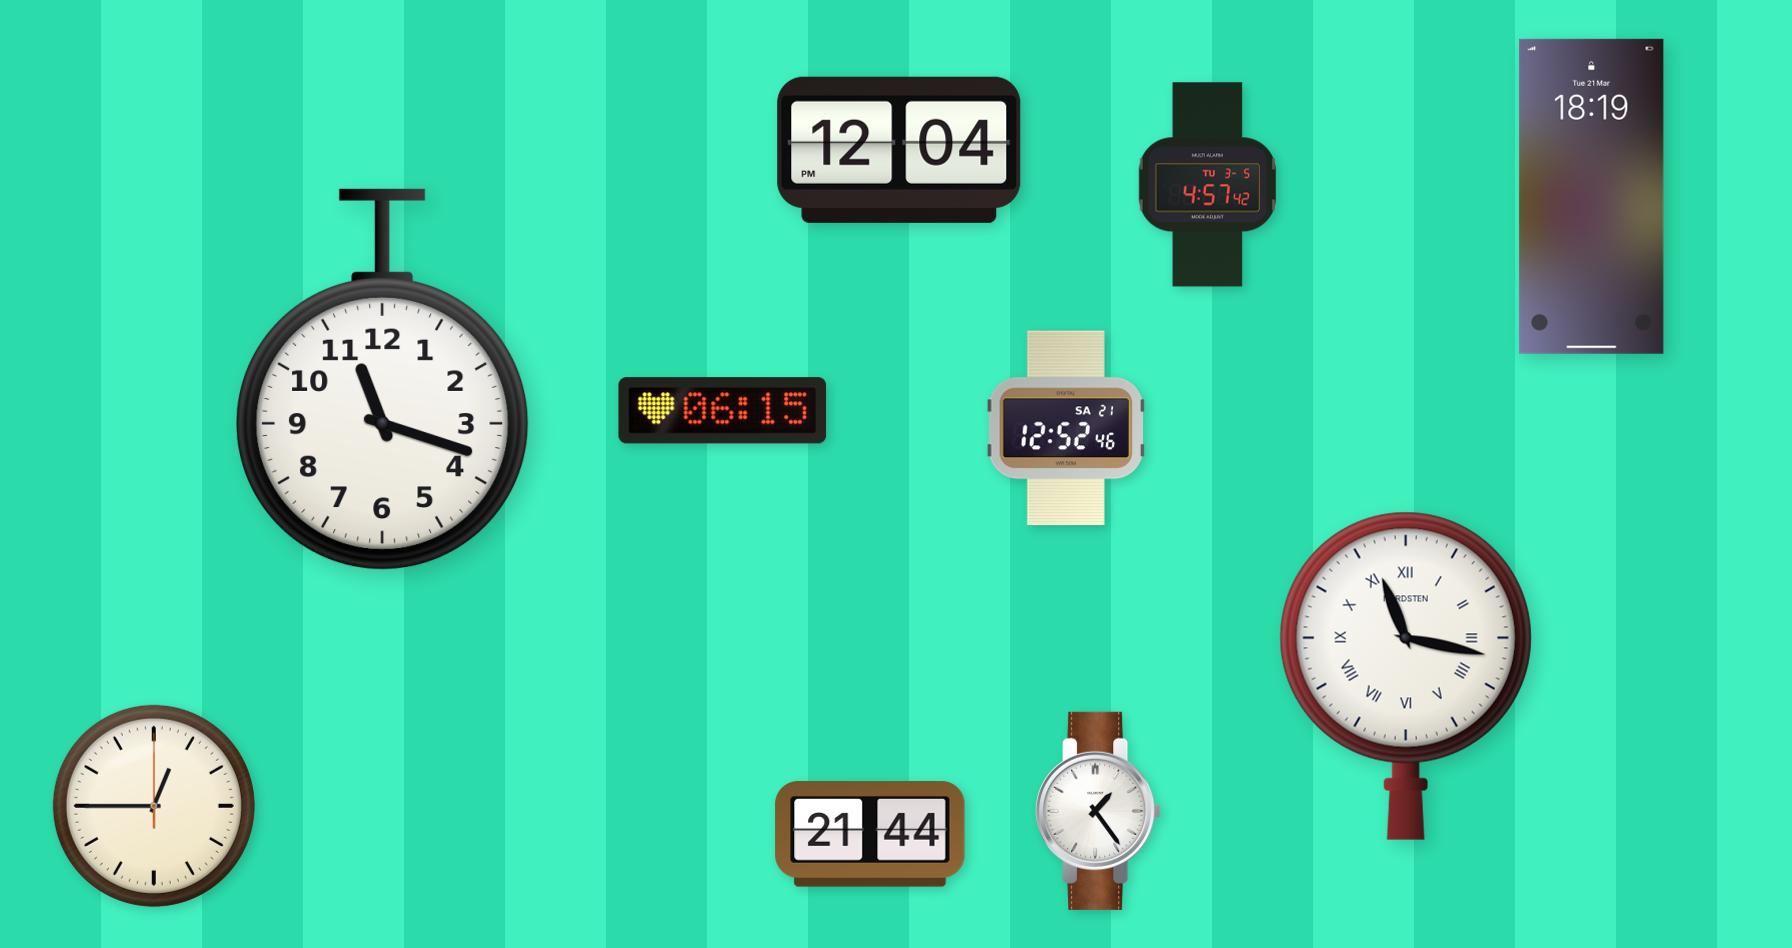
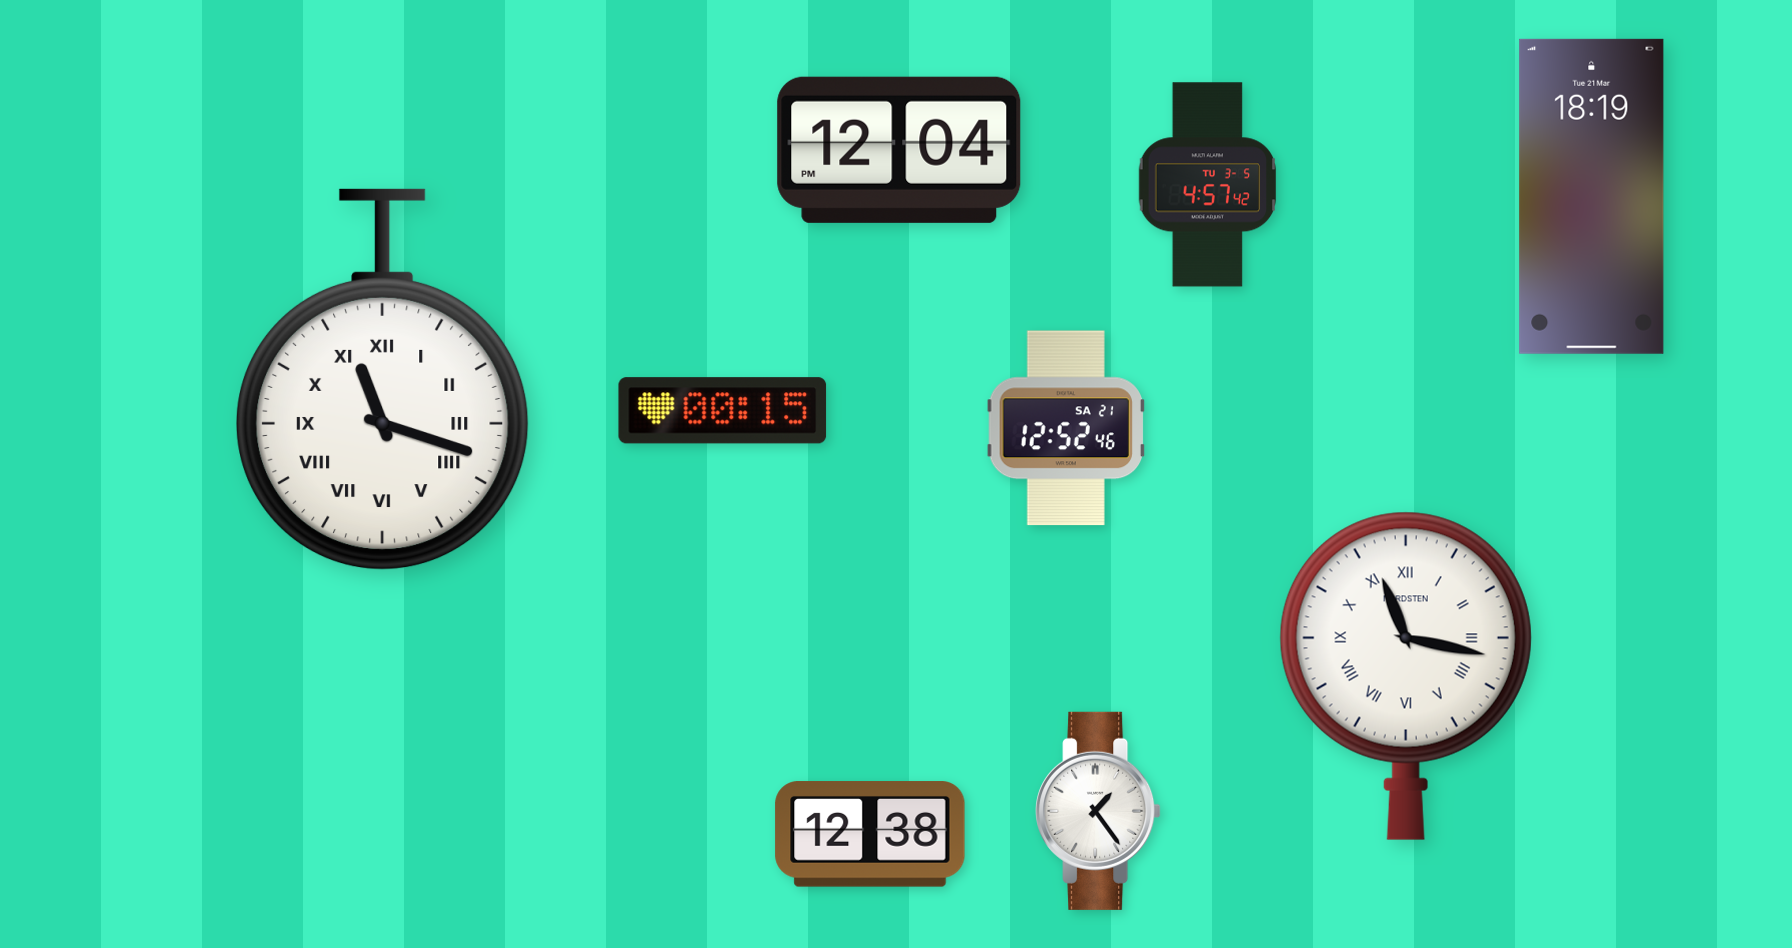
clock at (383, 380) numerals: Arabic -> Roman
clock at (723, 411): 06:15 -> 00:15
clock at (154, 806): 12:45 -> none
clock at (870, 834): 21:44 -> 12:38
